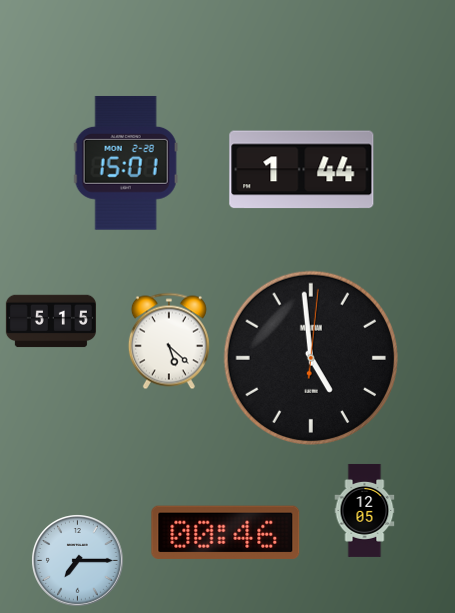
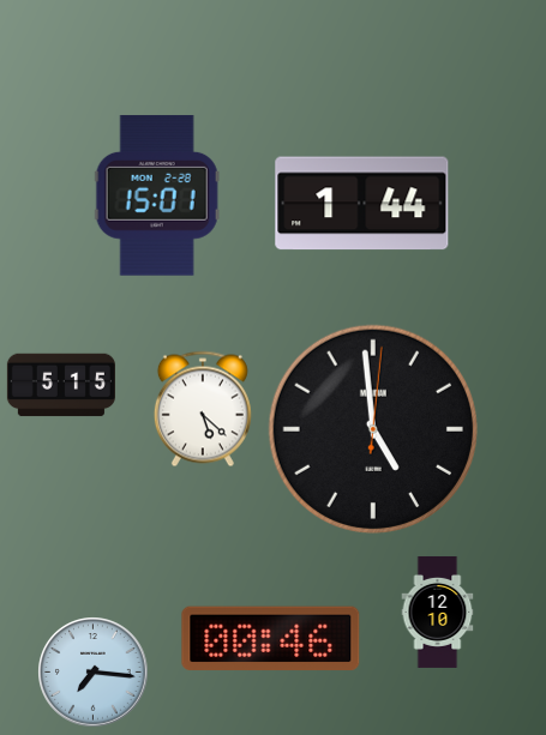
clock at (126, 163) position: (126, 163) -> (157, 195)
clock at (365, 510): 12:05 -> 12:10
clock at (78, 561): 7:15 -> 7:16
